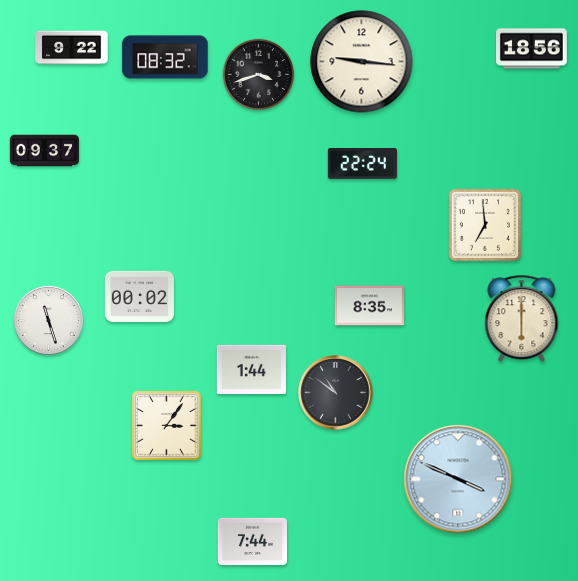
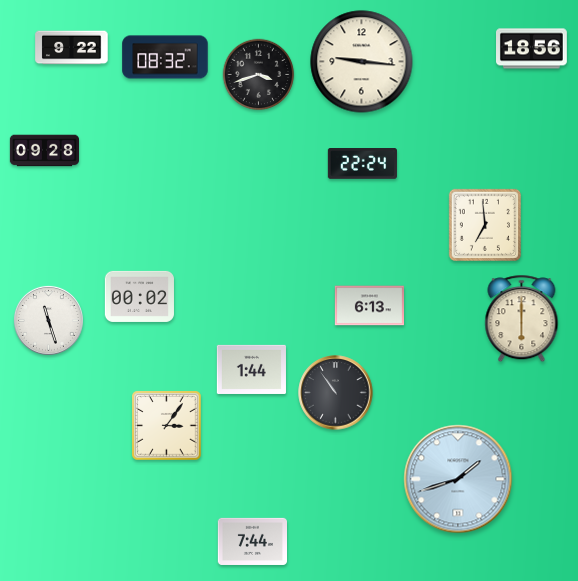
clock at (44, 151): 09:37 -> 09:28
clock at (369, 306): 8:35 -> 6:13
clock at (336, 393): 10:51 -> 10:54
clock at (458, 479): 3:49 -> 1:42
